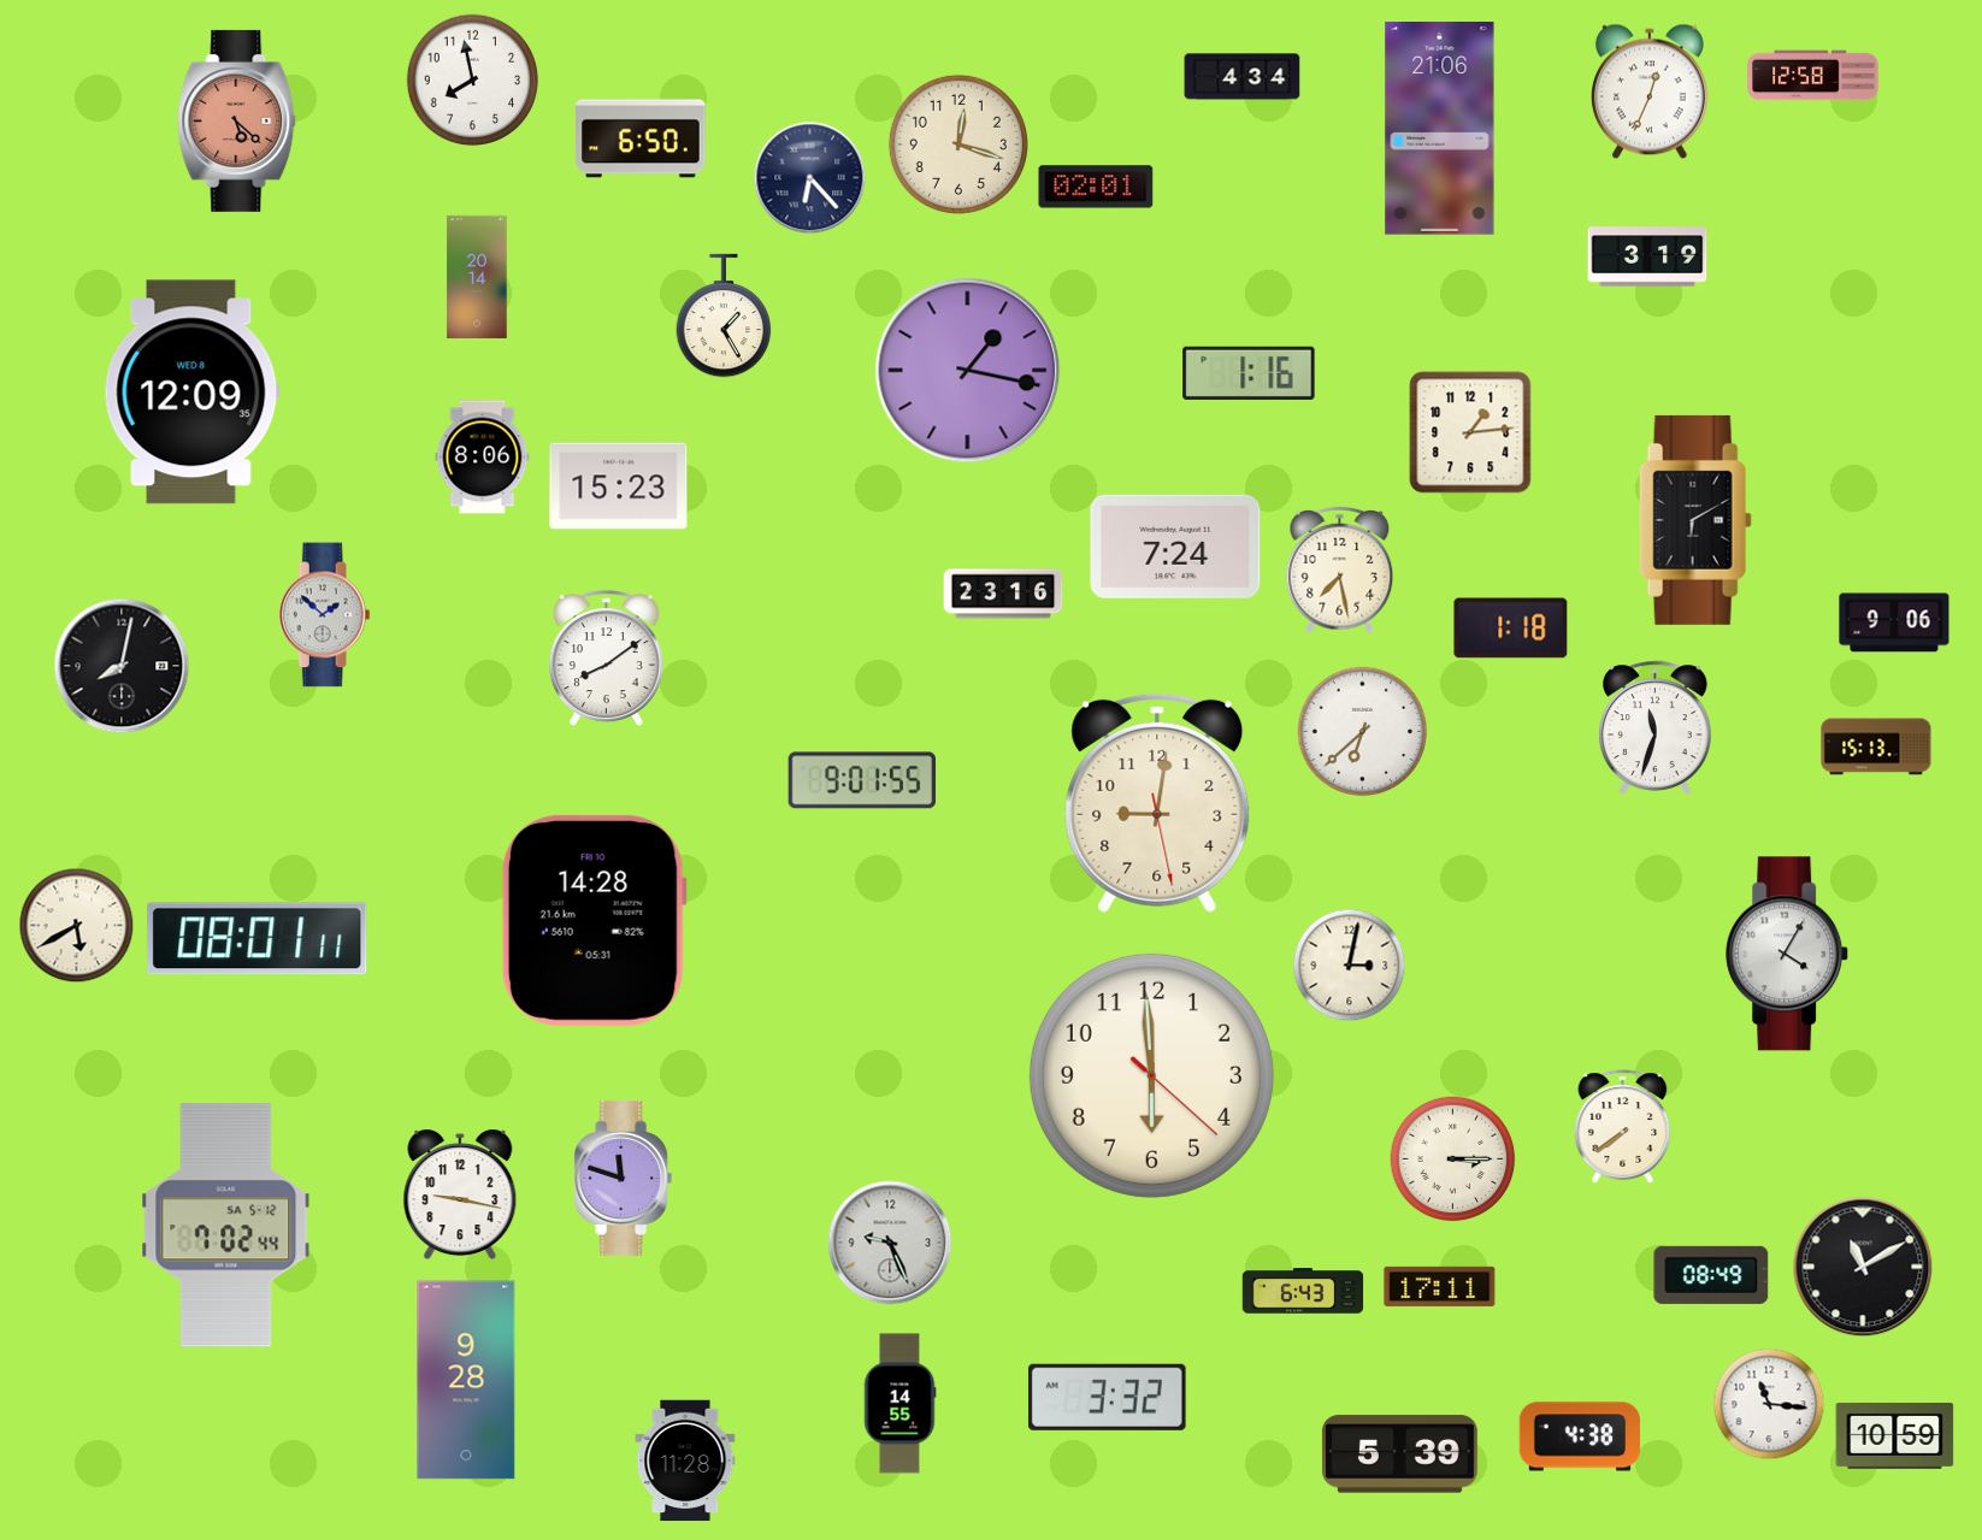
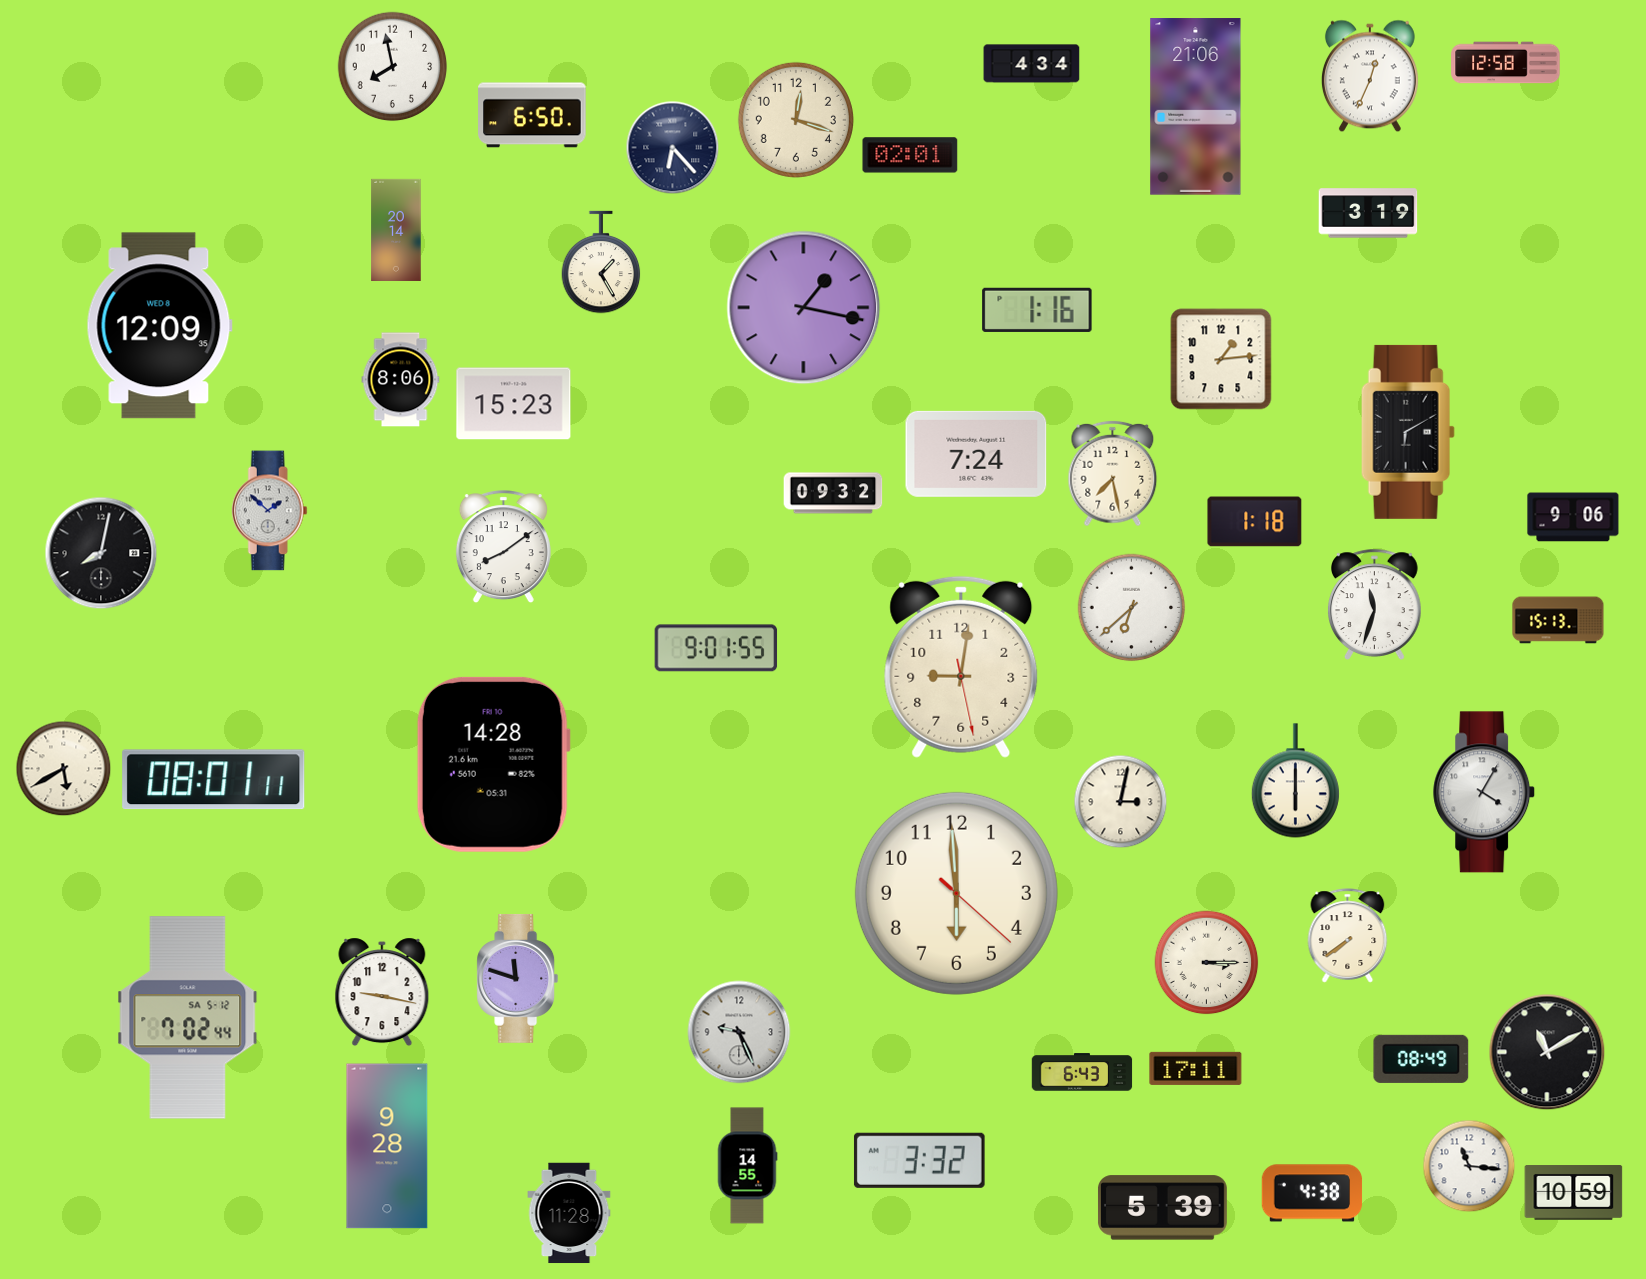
clock at (237, 120): 5:22 -> none
clock at (1003, 594): 23:16 -> 09:32
clock at (1295, 781): none -> 6:00
